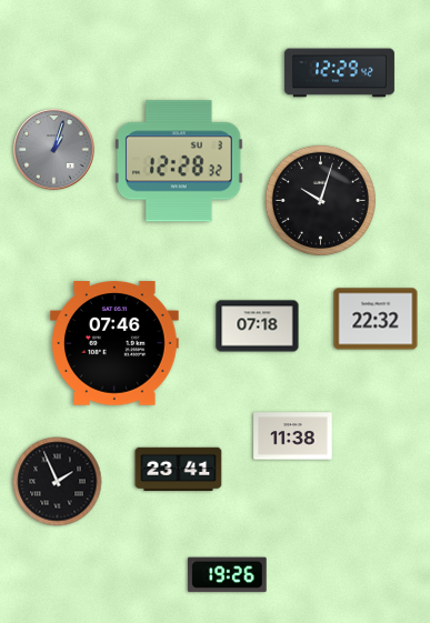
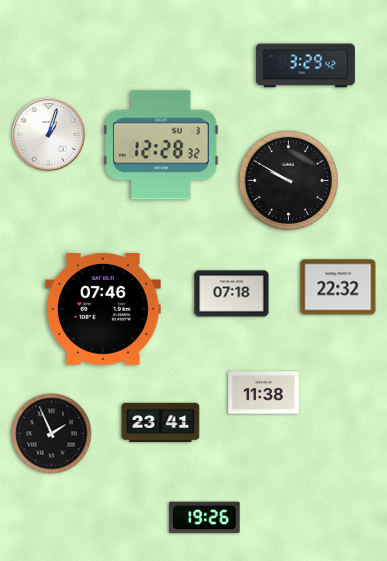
clock at (339, 73): 12:29 -> 3:29
clock at (54, 150) dial: grey -> white
clock at (320, 200): 10:03 -> 9:50
